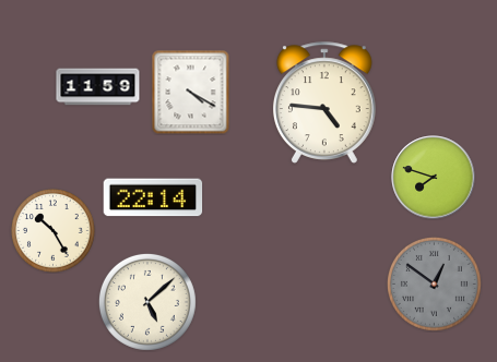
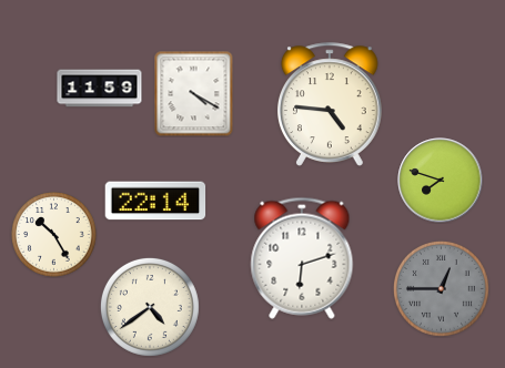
clock at (302, 258): none -> 6:12
clock at (434, 283): 12:51 -> 12:45
clock at (147, 302): 5:08 -> 4:39
